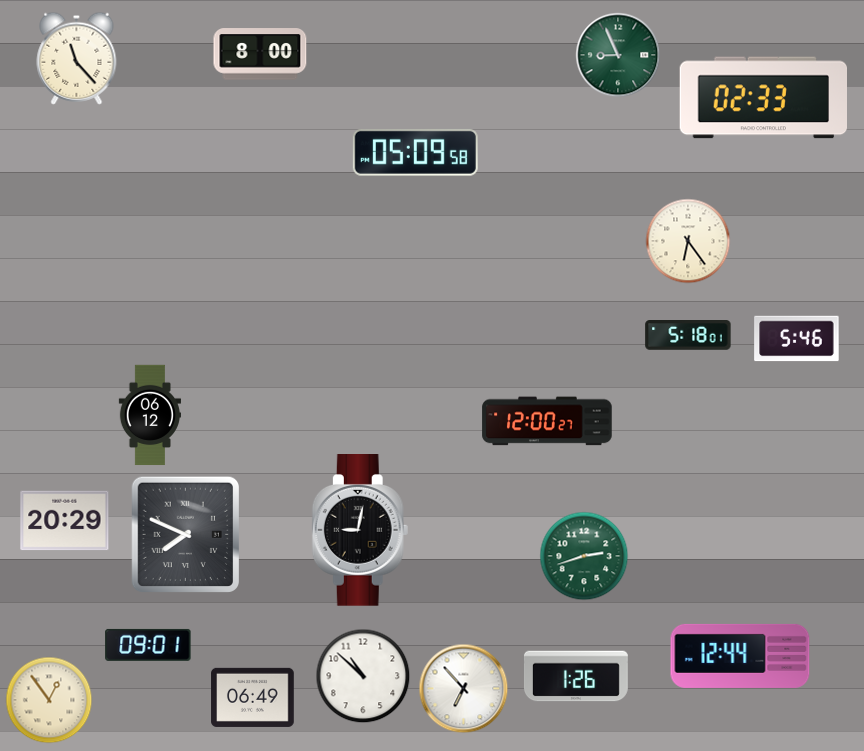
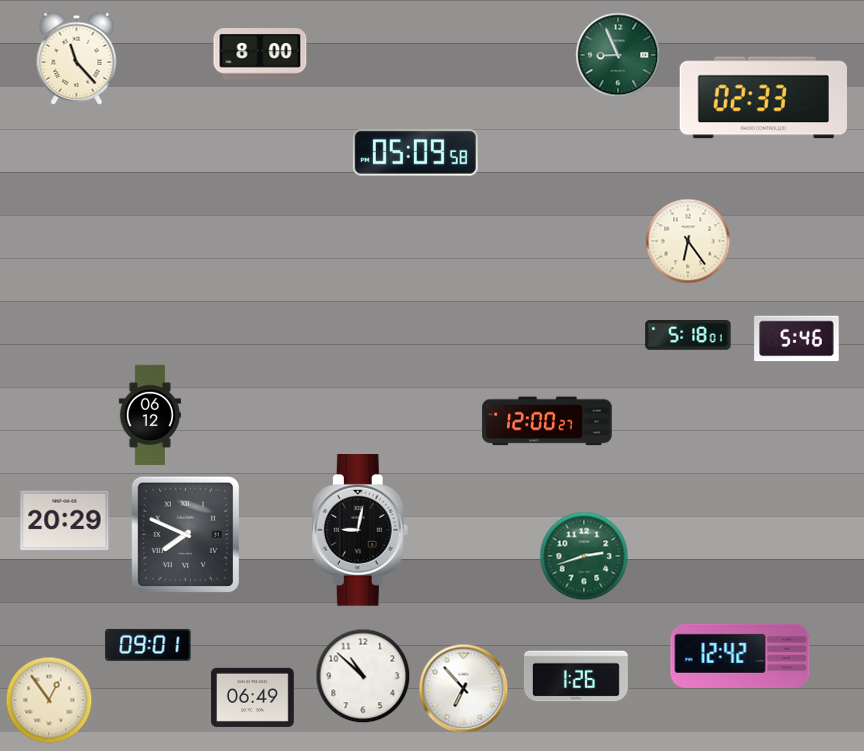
clock at (740, 656): 12:44 -> 12:42
